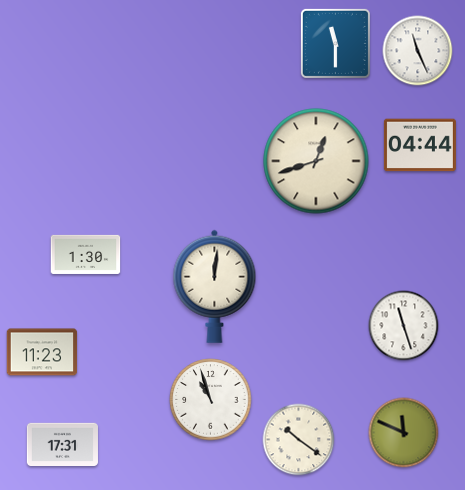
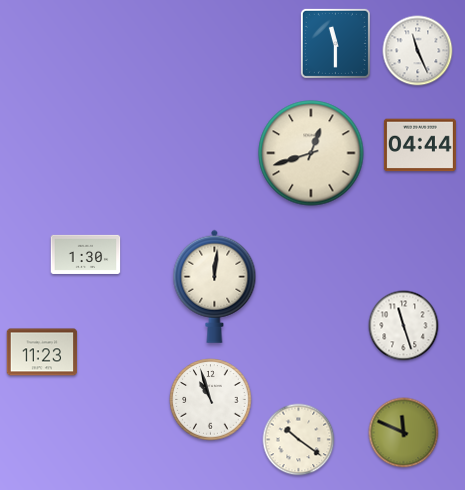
clock at (316, 161) position: (316, 161) -> (311, 153)
clock at (62, 445): 17:31 -> none
